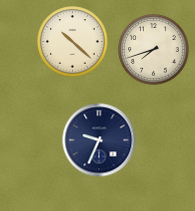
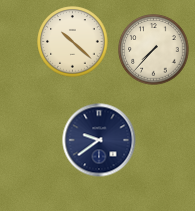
clock at (154, 50): 7:42 -> 7:37
clock at (99, 140): 9:34 -> 9:39
